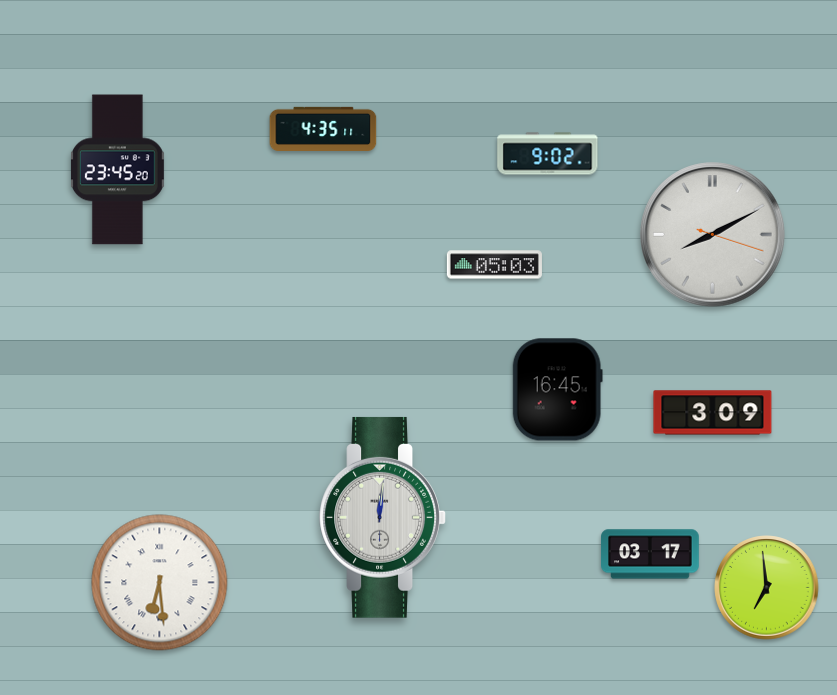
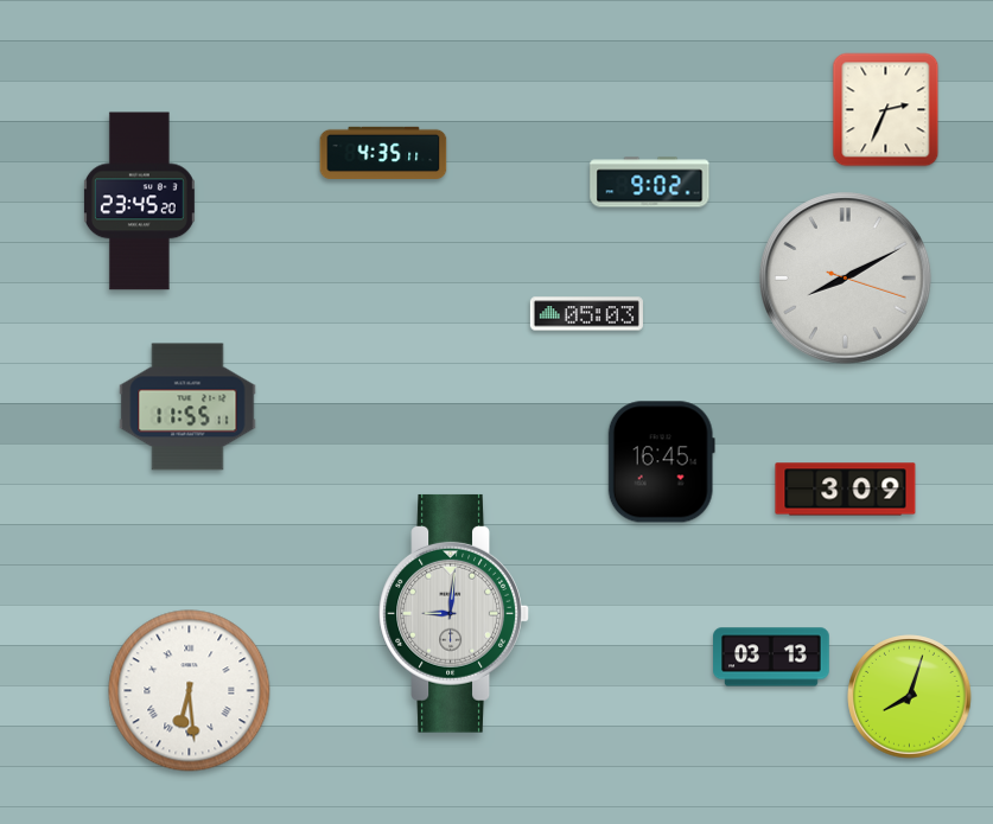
clock at (886, 110): none -> 2:34
clock at (187, 407): none -> 11:55
clock at (383, 517): 12:01 -> 9:01
clock at (650, 554): 03:17 -> 03:13
clock at (767, 588): 6:59 -> 8:03
